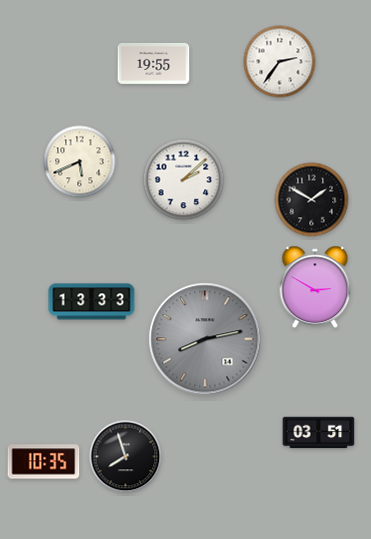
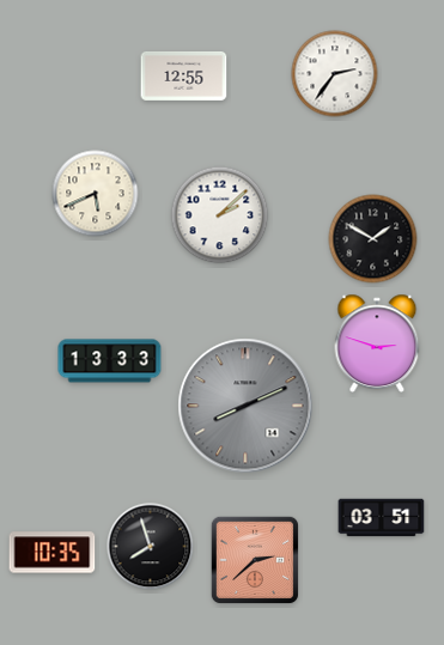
clock at (154, 63): 19:55 -> 12:55
clock at (315, 286): 2:50 -> 2:48
clock at (205, 339): 8:13 -> 8:11
clock at (255, 560): none -> 2:38
